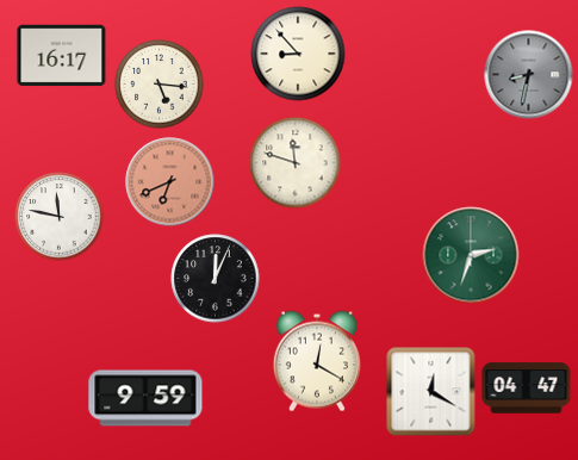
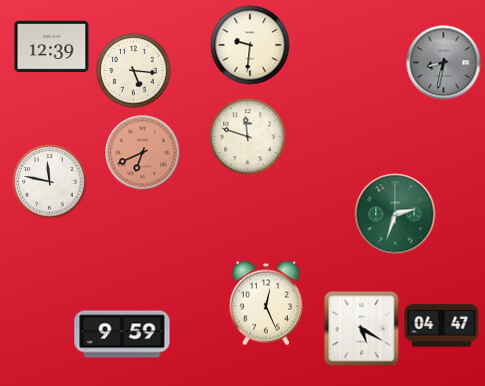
clock at (298, 54): 8:53 -> 9:31
clock at (62, 56): 16:17 -> 12:39
clock at (216, 279): 12:04 -> none
clock at (317, 361): 12:20 -> 12:26
clock at (431, 392): 12:20 -> 5:20
